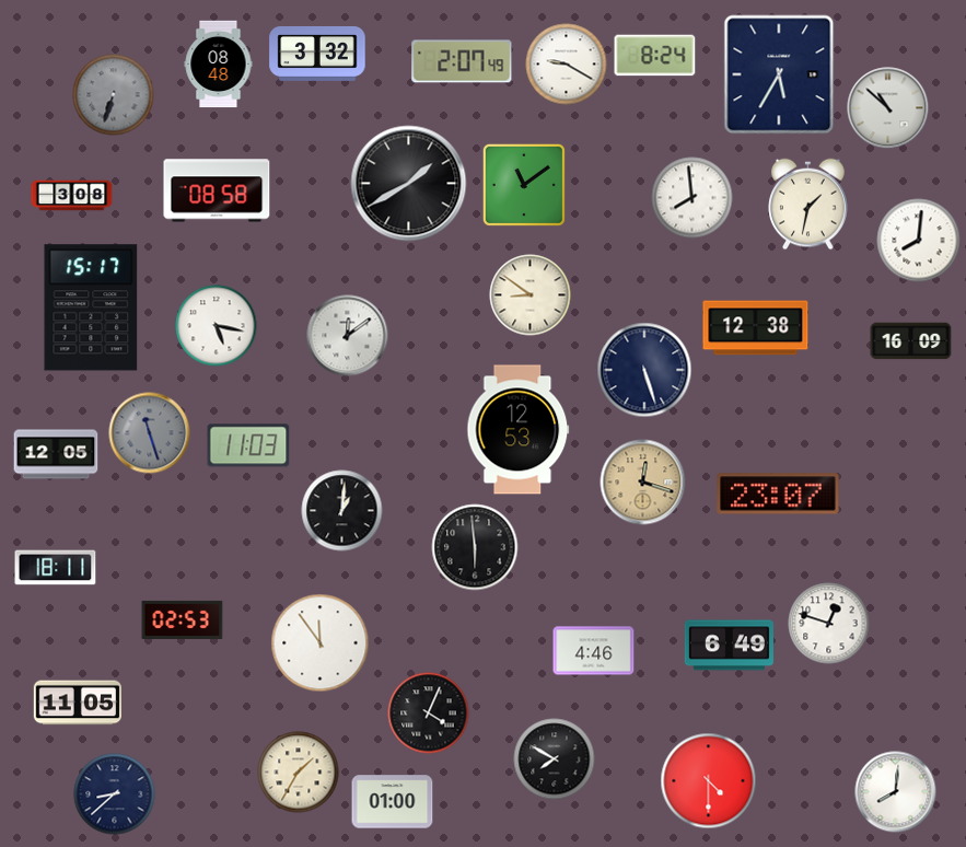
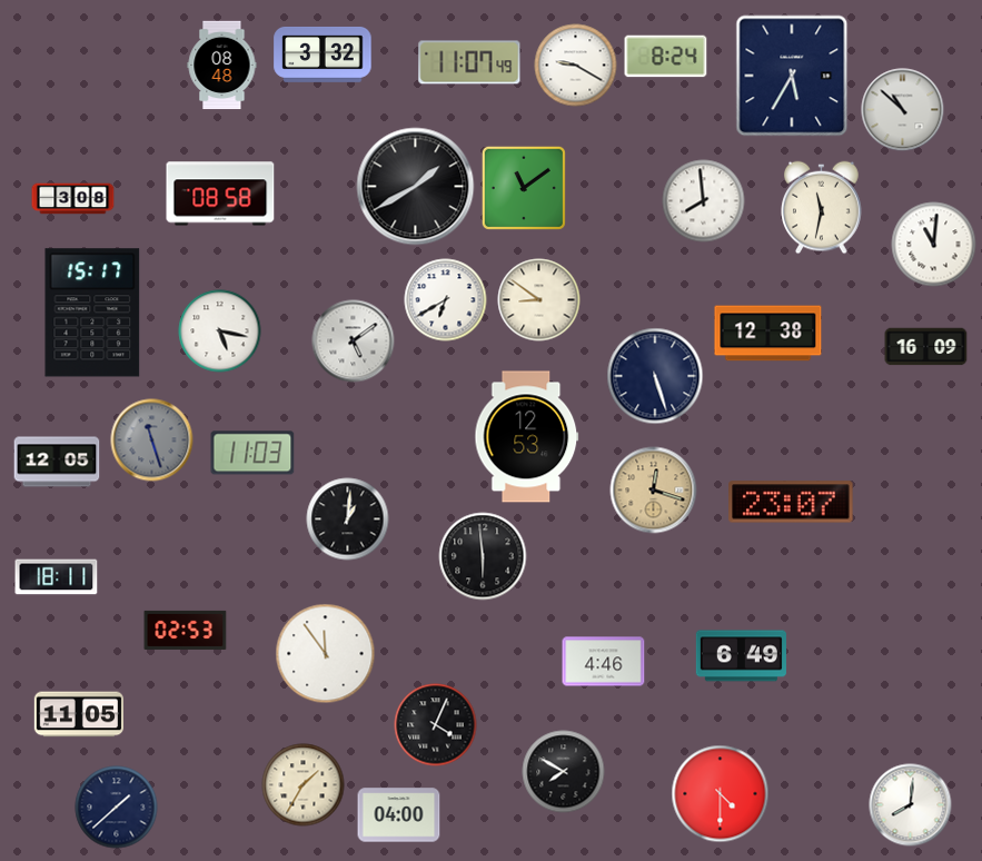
clock at (462, 61): 2:07 -> 11:07
clock at (114, 95): 6:33 -> none
clock at (524, 185) position: (524, 185) -> (524, 188)
clock at (808, 205): 1:32 -> 11:32
clock at (919, 241): 8:01 -> 11:01
clock at (446, 300): none -> 6:40
clock at (348, 336): 12:09 -> 5:09
clock at (829, 624): 12:48 -> none
clock at (115, 794): 8:38 -> 1:38
clock at (393, 802): 01:00 -> 04:00
